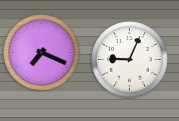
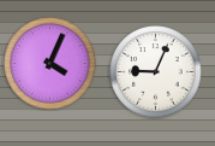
clock at (42, 53): 7:19 -> 4:04
